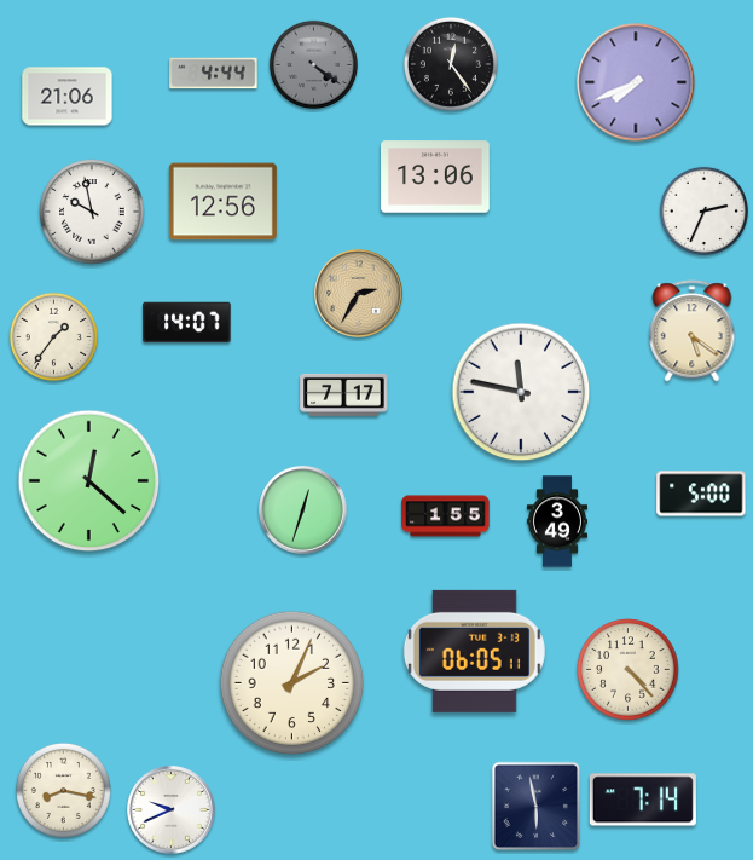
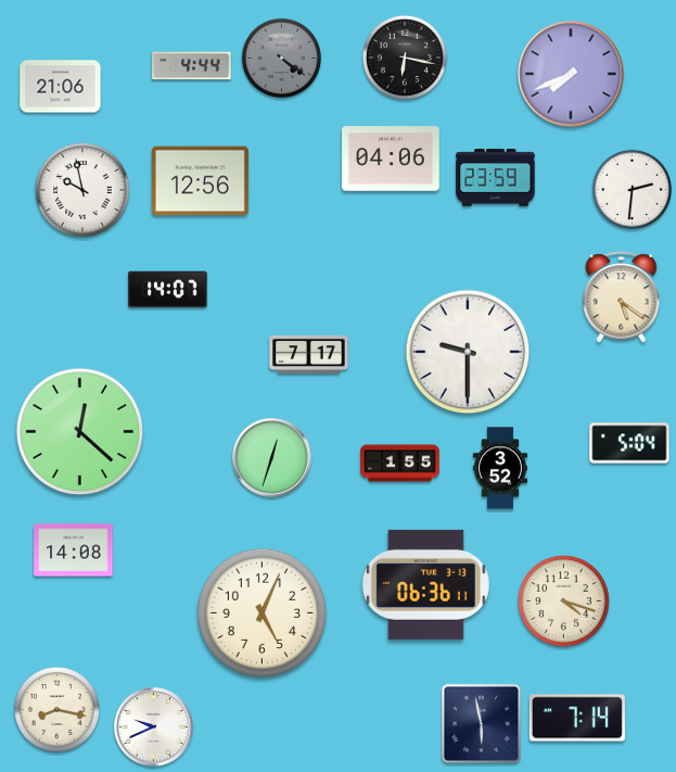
clock at (451, 64): 12:24 -> 6:17
clock at (436, 177): 13:06 -> 04:06
clock at (496, 178): none -> 23:59
clock at (703, 210): 2:34 -> 2:31
clock at (359, 294): 2:35 -> none
clock at (53, 336): 1:36 -> none
clock at (521, 392): 11:47 -> 9:30
clock at (701, 494): 5:00 -> 5:04
clock at (557, 521): 3:49 -> 3:52
clock at (74, 550): none -> 14:08
clock at (474, 651): 06:05 -> 06:36
clock at (629, 670): 4:23 -> 4:18
clock at (292, 683): 2:04 -> 5:04
